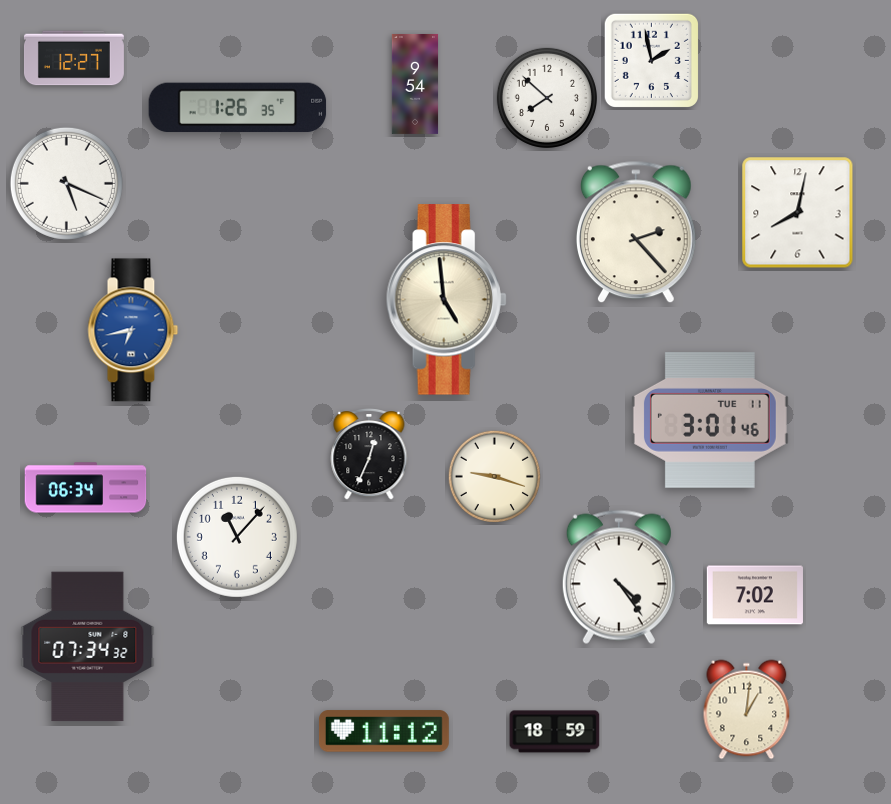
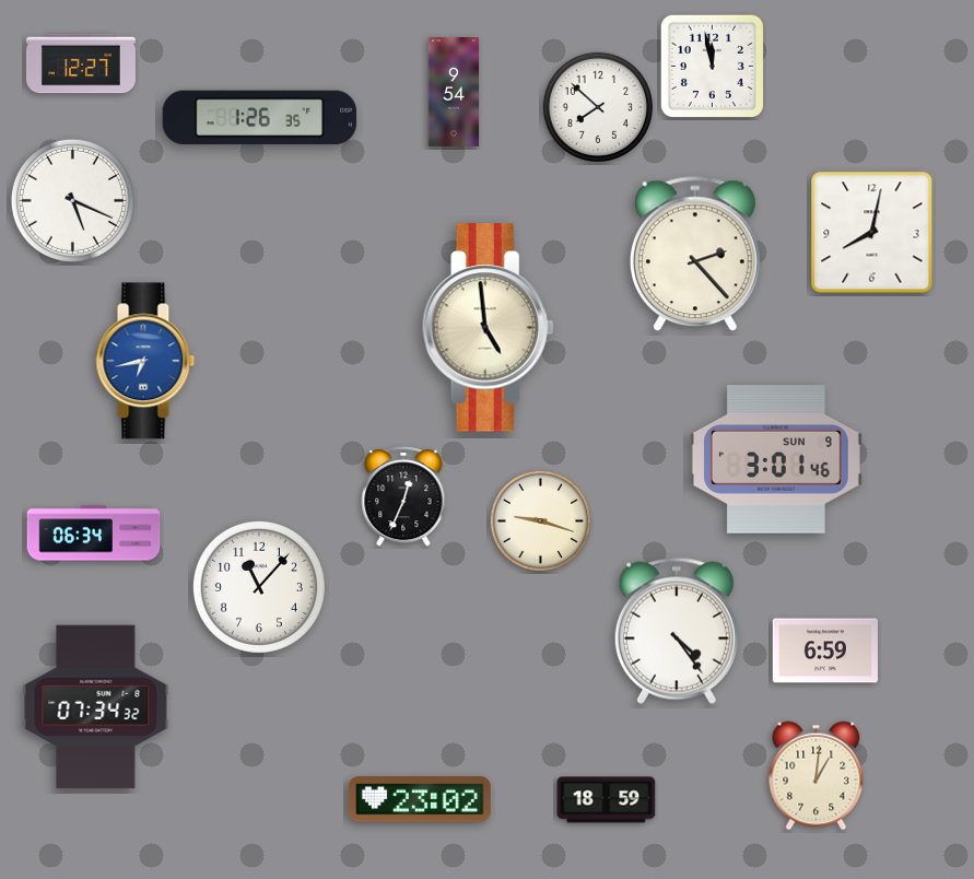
clock at (651, 60): 1:58 -> 11:58
clock at (710, 420) date: TUE 11 -> SUN 9
clock at (755, 595): 7:02 -> 6:59
clock at (384, 731): 11:12 -> 23:02
